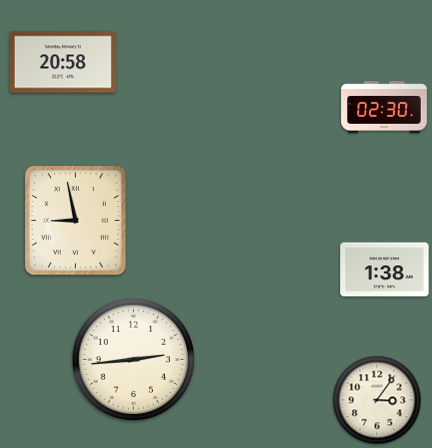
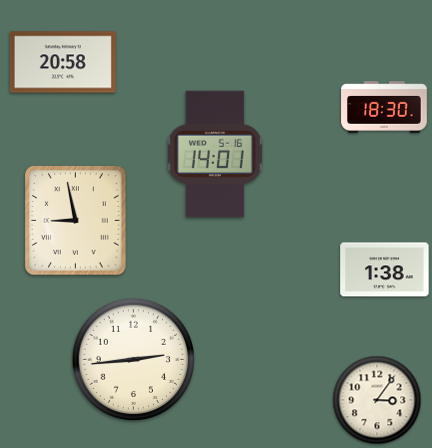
clock at (384, 107): 02:30 -> 18:30
clock at (215, 154): none -> 14:01
